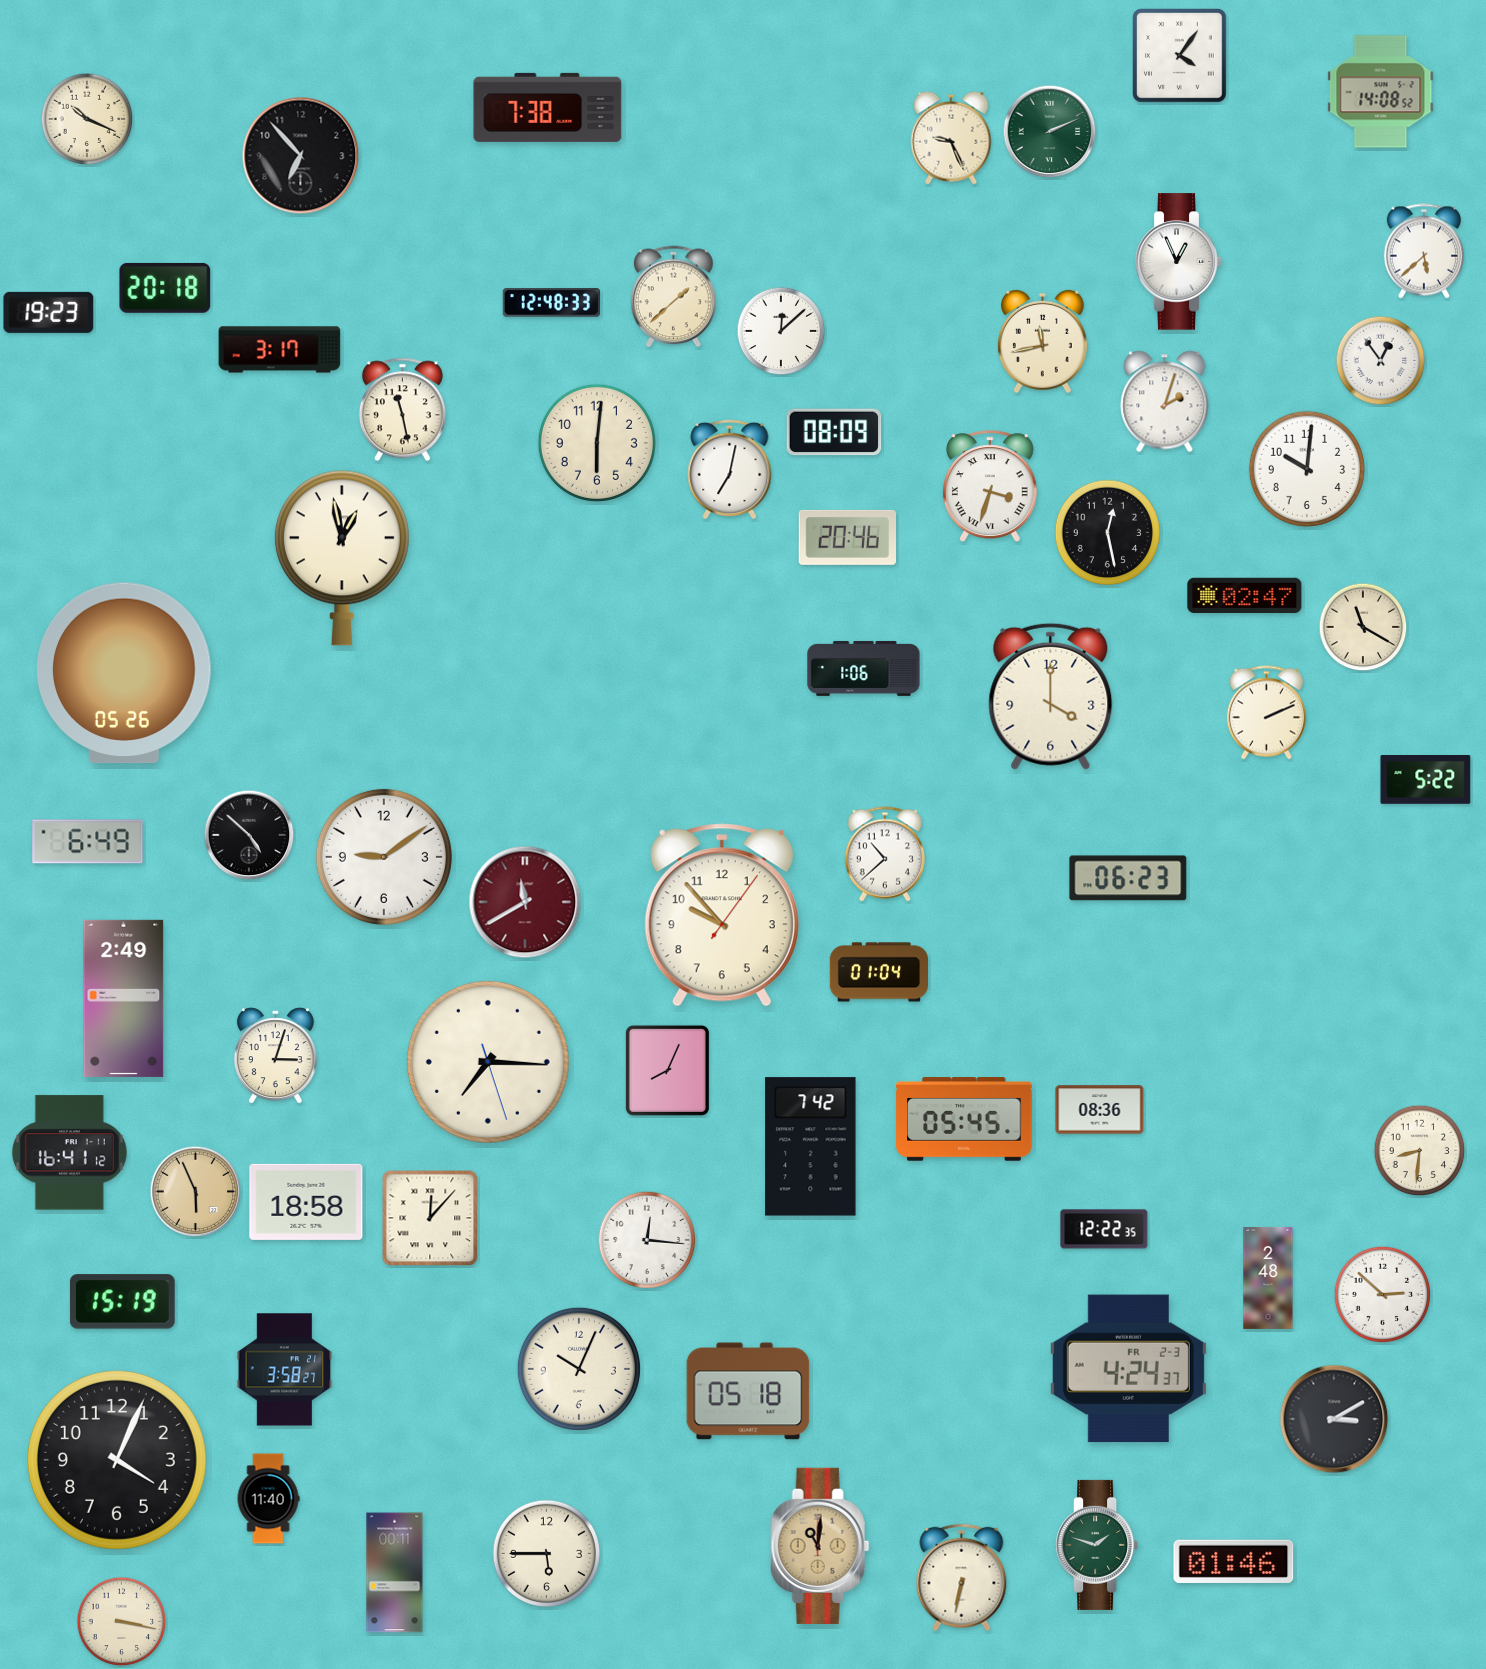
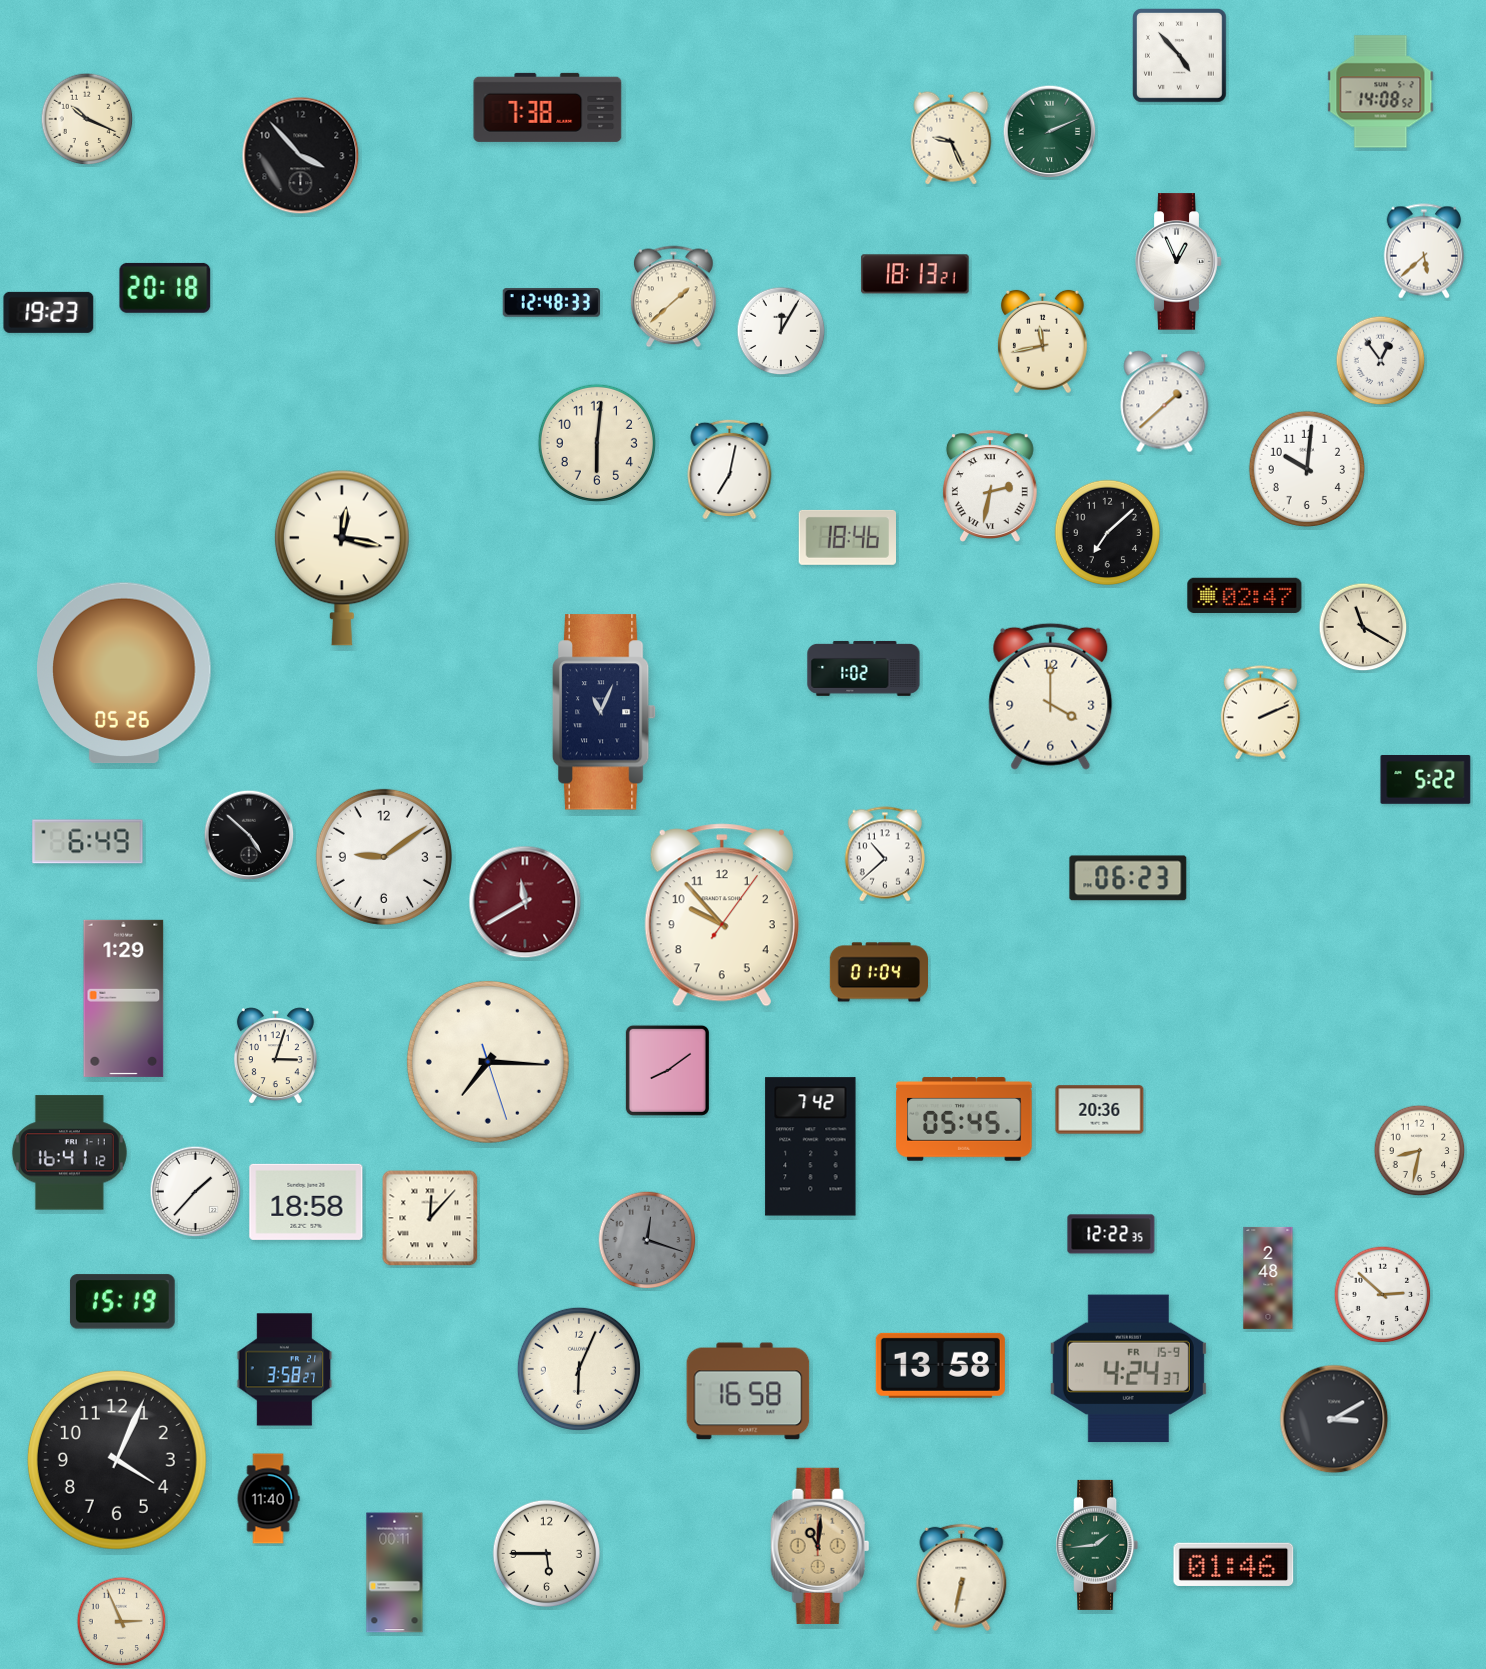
clock at (1180, 56): 4:06 -> 4:53
clock at (301, 156): 6:53 -> 3:53
clock at (915, 274): none -> 18:13
clock at (781, 331): 12:08 -> 12:05
clock at (280, 350): 3:17 -> none
clock at (1165, 402): 2:03 -> 1:38
clock at (402, 410): 11:28 -> none
clock at (834, 432): 08:09 -> none
clock at (990, 486): 3:33 -> 2:32
clock at (1108, 533): 12:28 -> 7:08
clock at (847, 537): 20:46 -> 18:46
clock at (342, 558): 12:58 -> 12:17
clock at (864, 668): 1:06 -> 1:02
clock at (604, 712): none -> 11:04
clock at (1266, 713) position: (1266, 713) -> (1260, 713)
clock at (124, 998): 2:49 -> 1:29
clock at (667, 1070): 8:04 -> 8:09
clock at (1100, 1110): 08:36 -> 20:36
clock at (1420, 1151): 8:31 -> 8:32
clock at (196, 1192): 5:56 -> 1:37
clock at (196, 1192) dial: champagne -> white
clock at (1104, 1229) position: (1104, 1229) -> (1111, 1234)
clock at (647, 1240): 12:16 -> 12:18
clock at (647, 1240) dial: white -> grey
clock at (940, 1365): none -> 13:58
clock at (579, 1369): 10:04 -> 6:04
clock at (1128, 1369) date: FR 2-3 -> FR 15-9
clock at (748, 1391): 05:18 -> 16:58
clock at (1097, 1545): 1:48 -> 1:44
clock at (1234, 1561) position: (1234, 1561) -> (1234, 1564)
clock at (122, 1622): 3:17 -> 2:56
